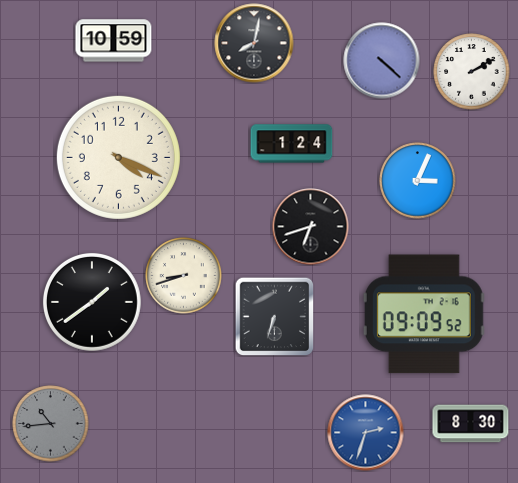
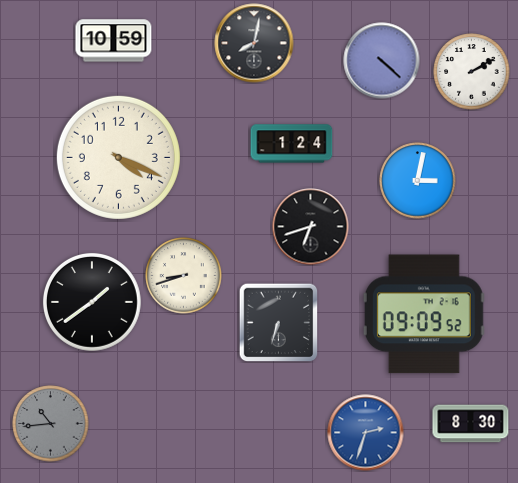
clock at (418, 181): 3:04 -> 3:02
clock at (274, 316) position: (274, 316) -> (278, 322)
